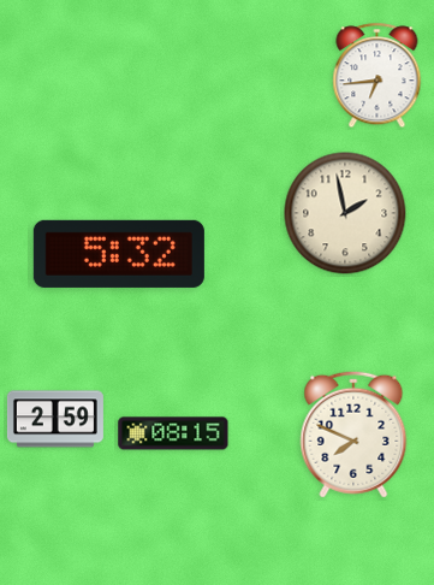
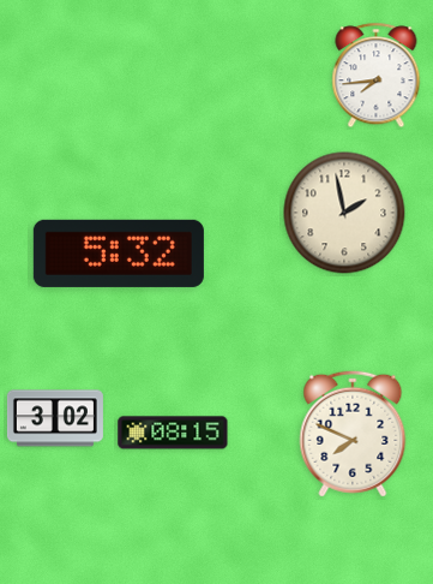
clock at (377, 76): 6:44 -> 7:44
clock at (55, 419): 2:59 -> 3:02
